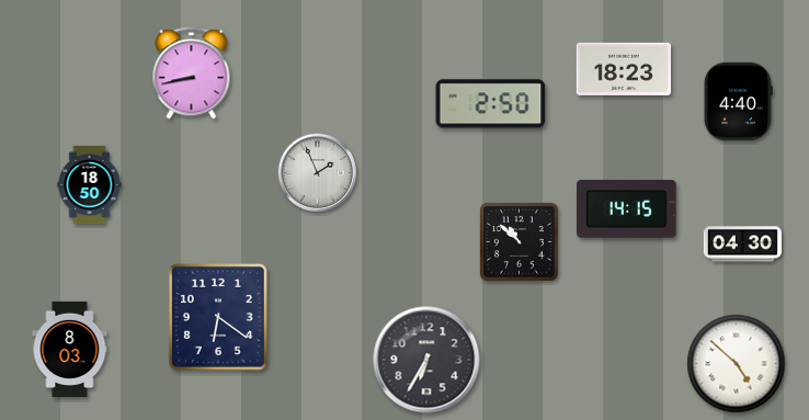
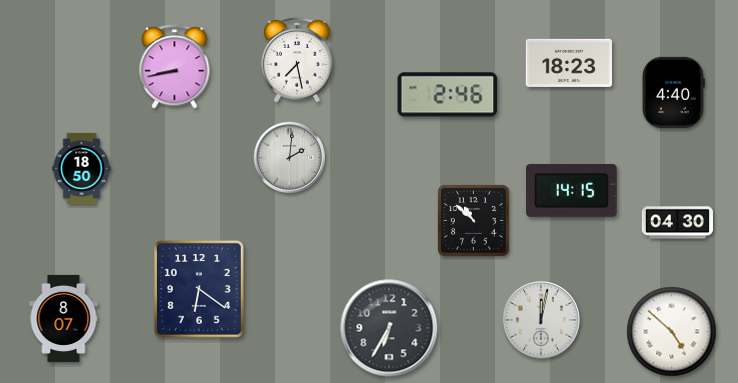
clock at (297, 60): none -> 7:28
clock at (491, 104): 2:50 -> 2:46
clock at (317, 172): 1:56 -> 2:01
clock at (70, 349): 8:03 -> 8:07
clock at (541, 320): none -> 12:02
